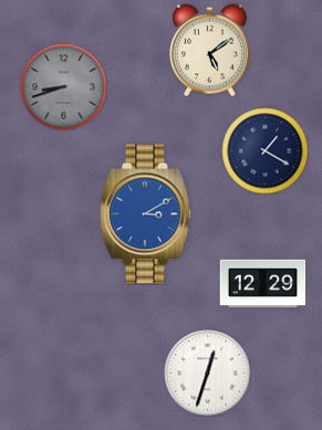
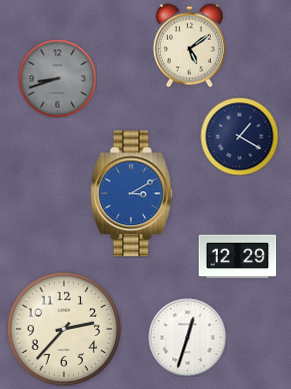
clock at (64, 329): none -> 2:37
